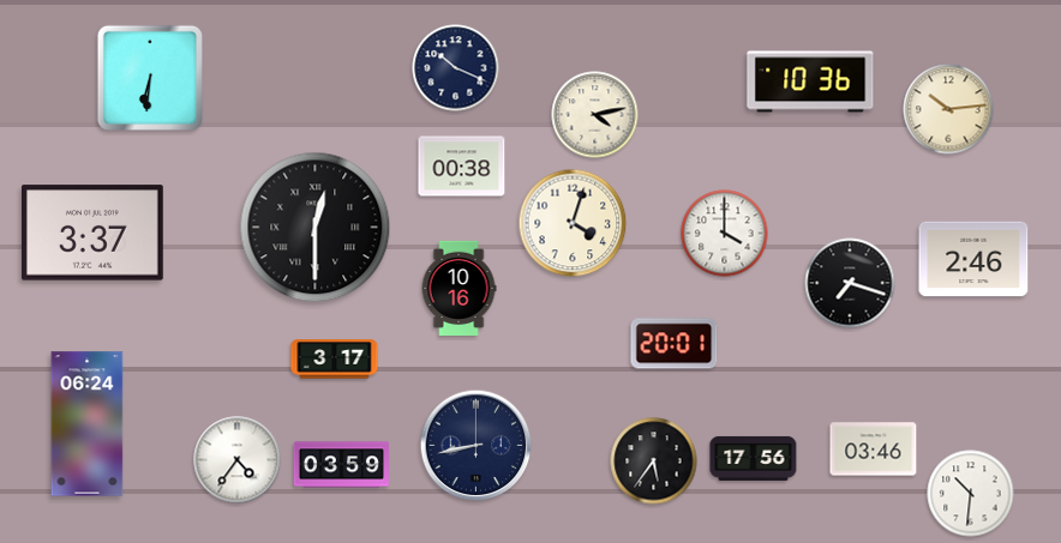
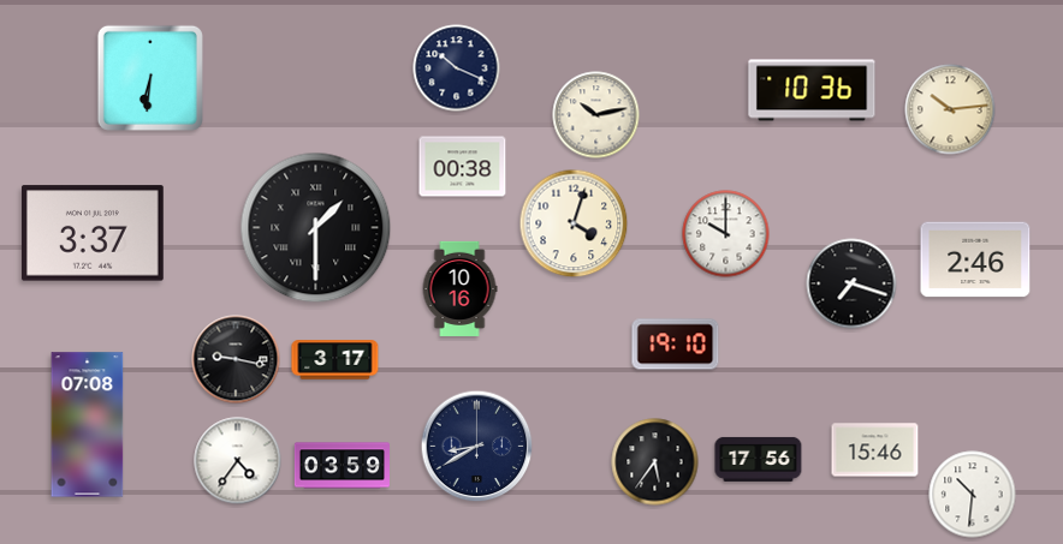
clock at (810, 82) position: (810, 82) -> (812, 90)
clock at (595, 115): 4:13 -> 10:13
clock at (316, 228): 12:30 -> 1:30
clock at (725, 234): 4:00 -> 10:00
clock at (675, 344): 20:01 -> 19:10
clock at (236, 359): none -> 9:17
clock at (88, 424): 06:24 -> 07:08
clock at (476, 446): 8:43 -> 8:40
clock at (874, 450): 03:46 -> 15:46
clock at (754, 458) position: (754, 458) -> (759, 459)
